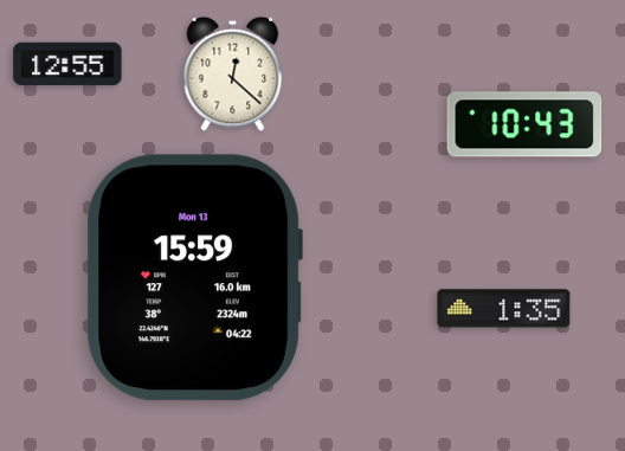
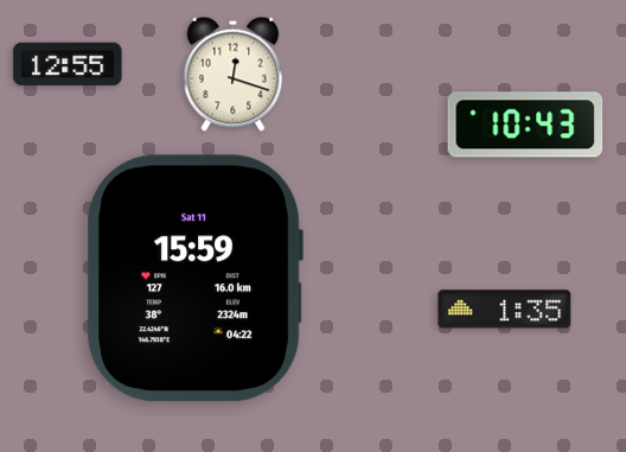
clock at (233, 73): 12:22 -> 12:18
clock at (194, 278) date: Mon 13 -> Sat 11
